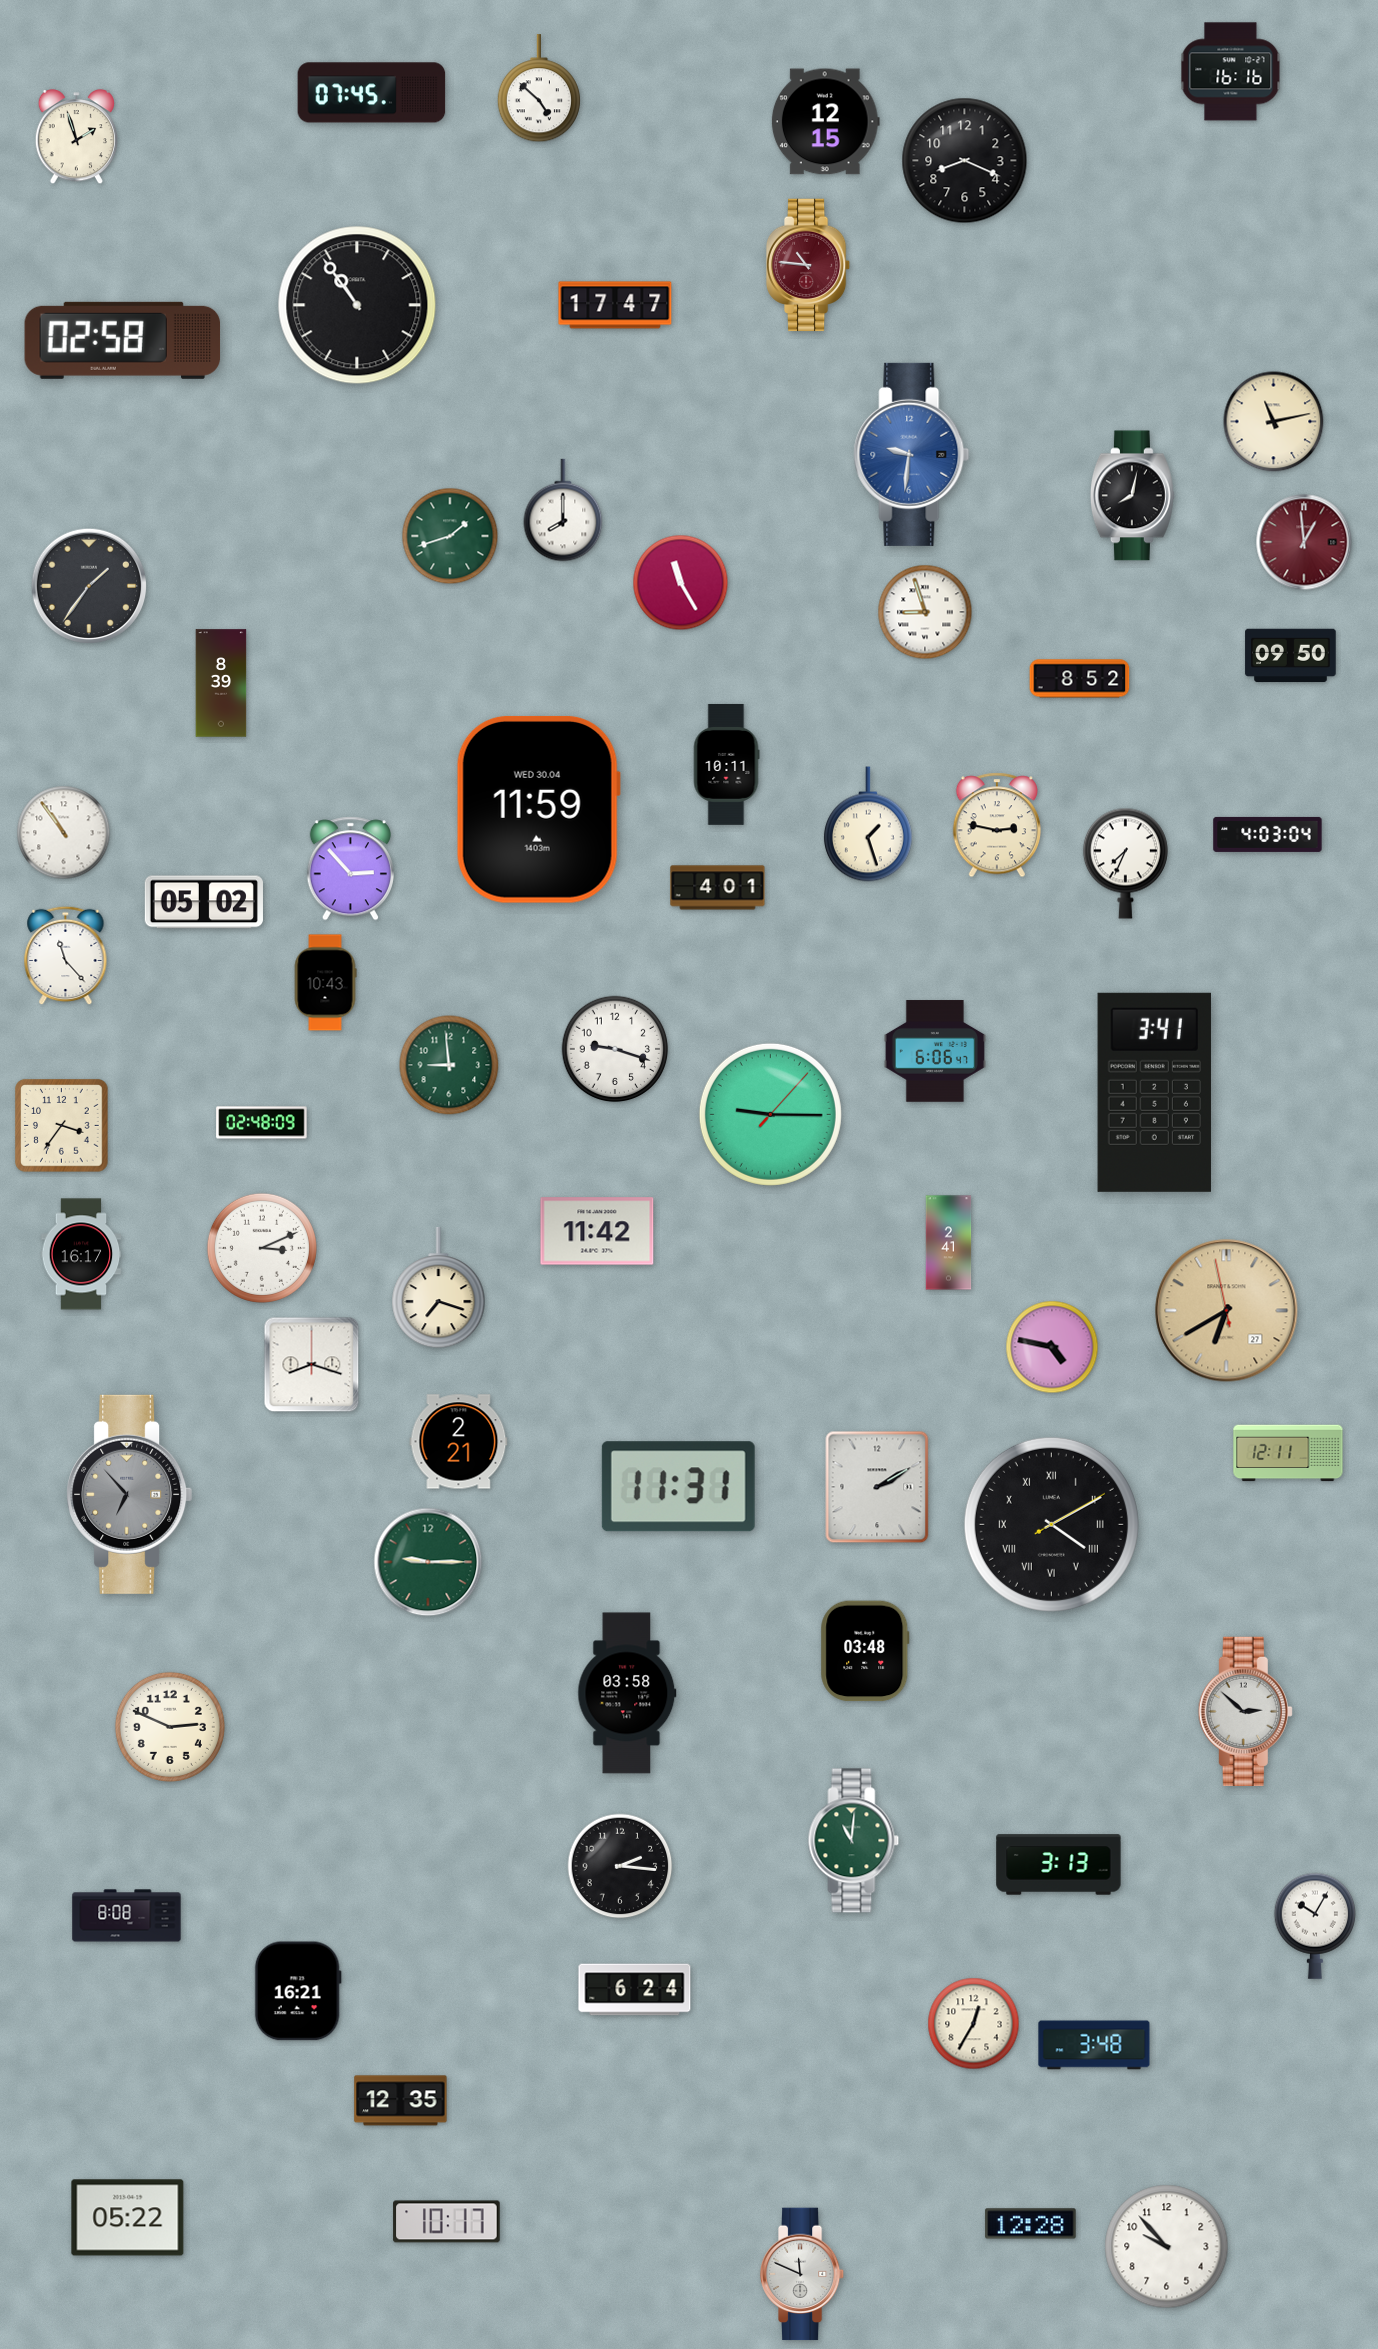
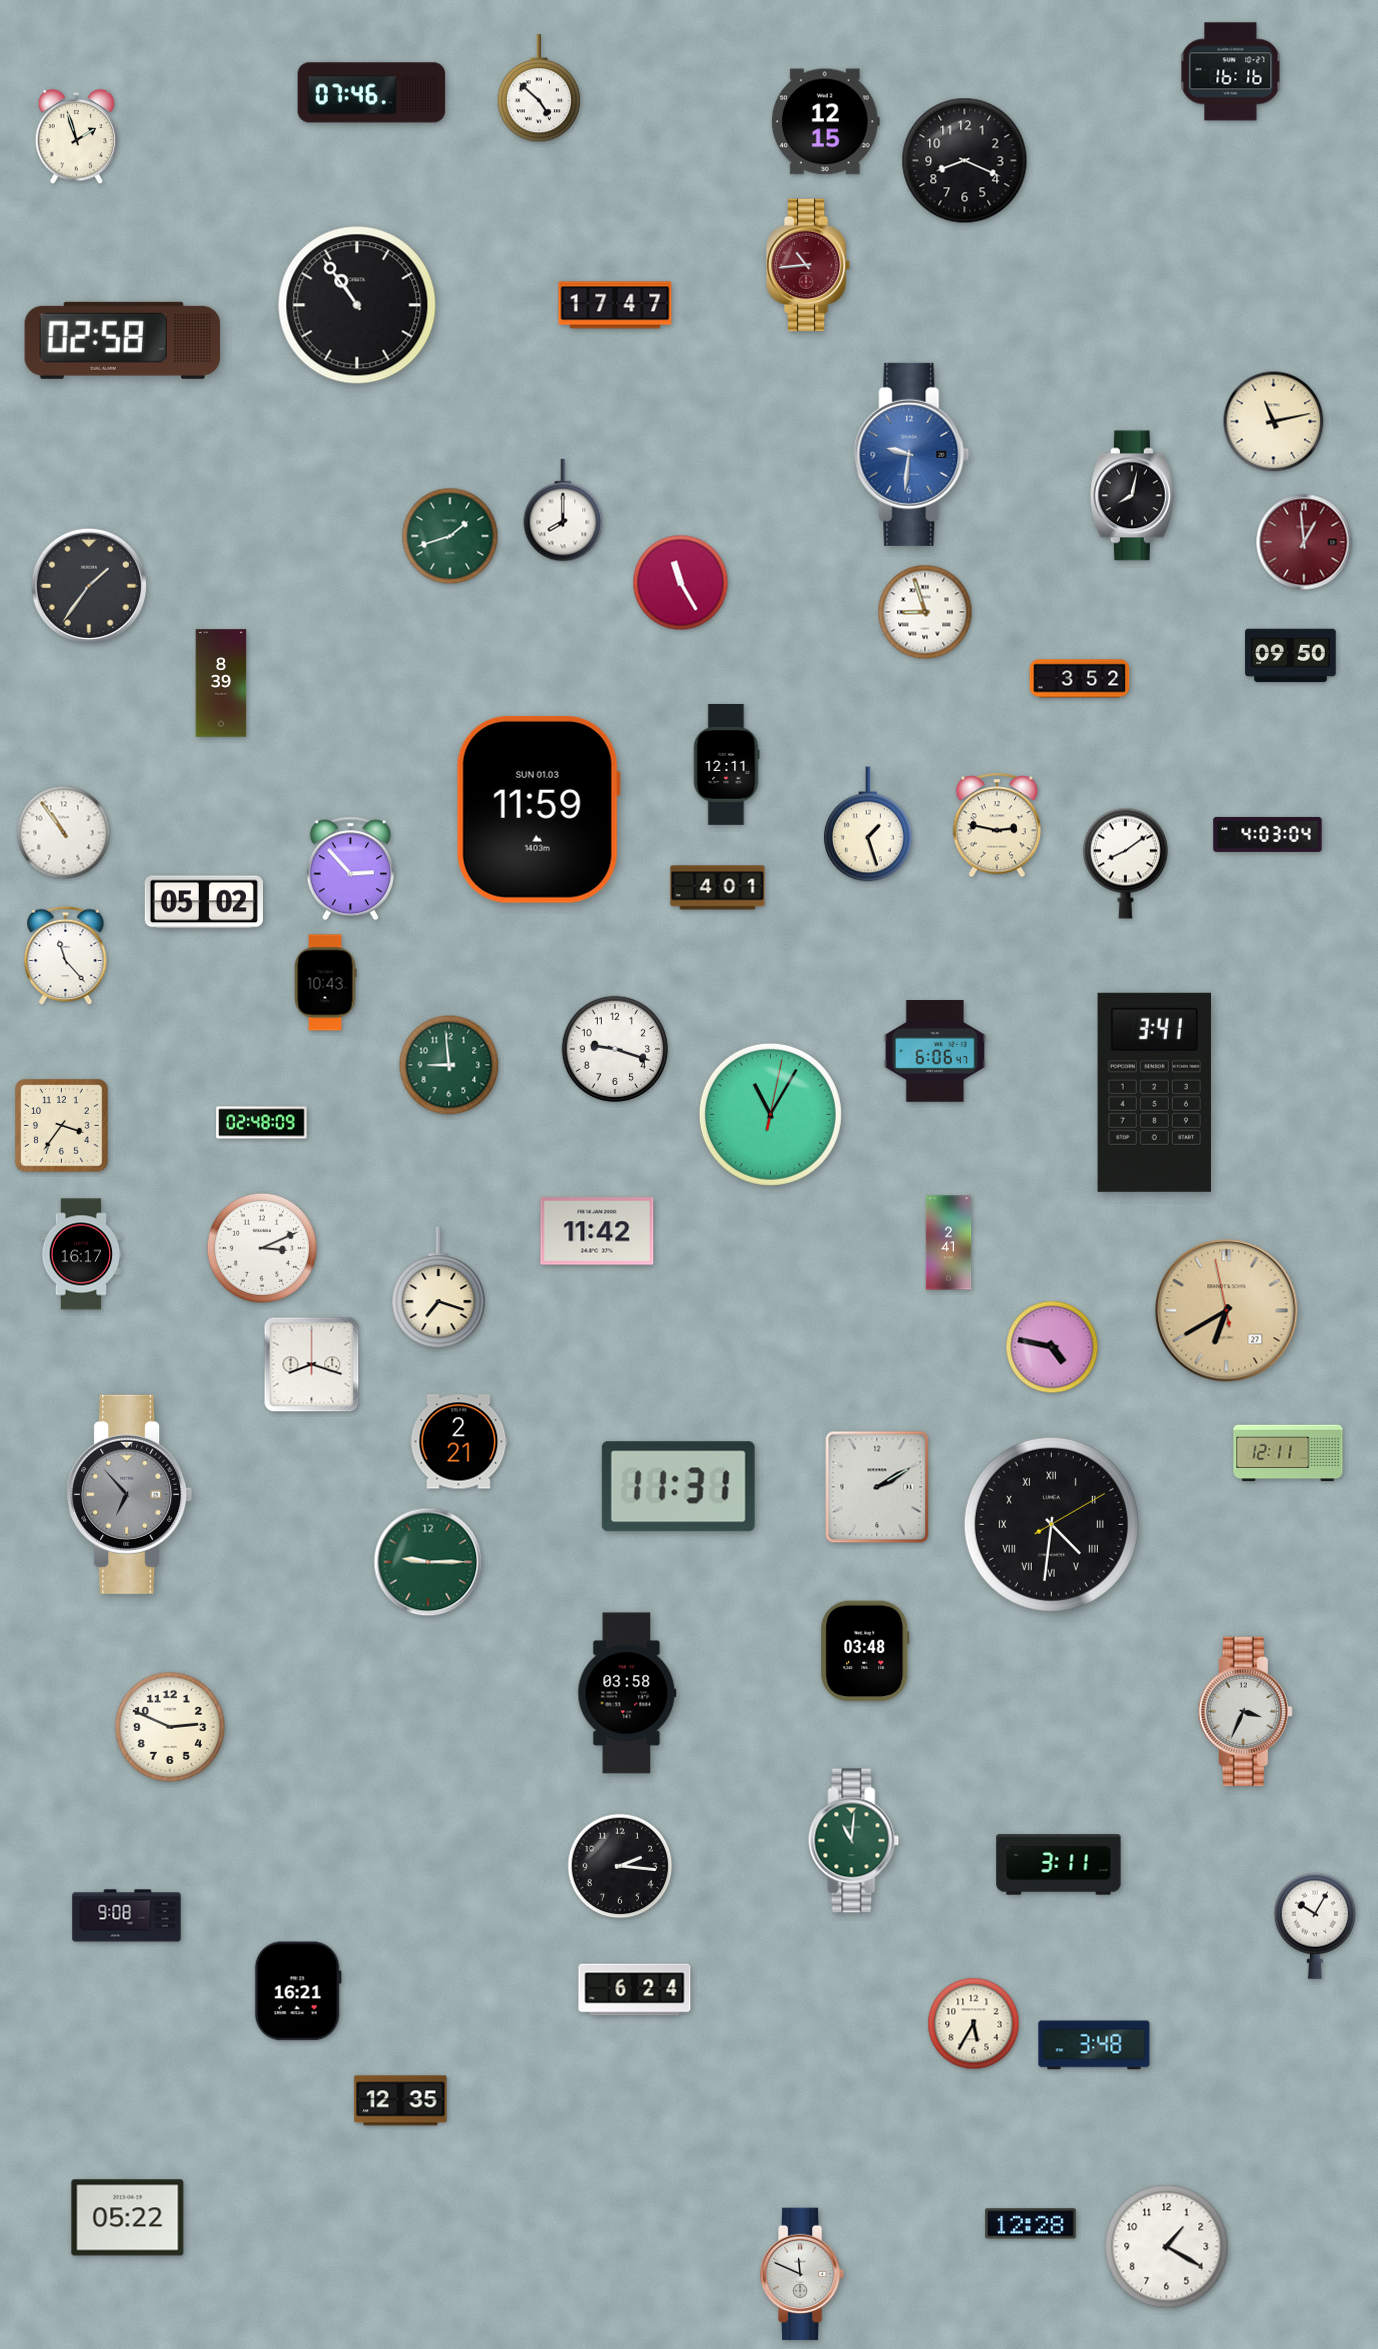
clock at (372, 93): 07:45 -> 07:46
clock at (808, 265): 10:46 -> 10:44
clock at (1080, 679): 8:52 -> 3:52
clock at (726, 765): 10:11 -> 12:11
clock at (538, 809) date: WED 30.04 -> SUN 01.03
clock at (1125, 863): 7:34 -> 8:09
clock at (770, 1114): 9:15 -> 11:05
clock at (1051, 1524): 4:10 -> 4:31
clock at (1245, 1711): 2:52 -> 3:34
clock at (1059, 1865): 3:13 -> 3:11
clock at (127, 1916): 8:08 -> 9:08
clock at (974, 2024): 12:35 -> 5:35
clock at (447, 2222): 10:17 -> none
clock at (1167, 2247): 9:53 -> 1:20
